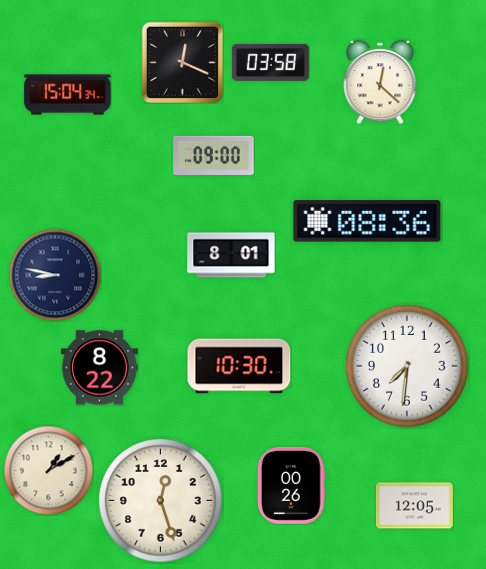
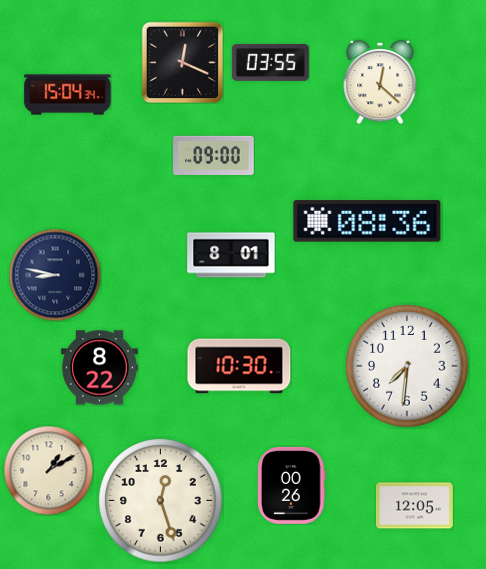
clock at (270, 62): 03:58 -> 03:55
